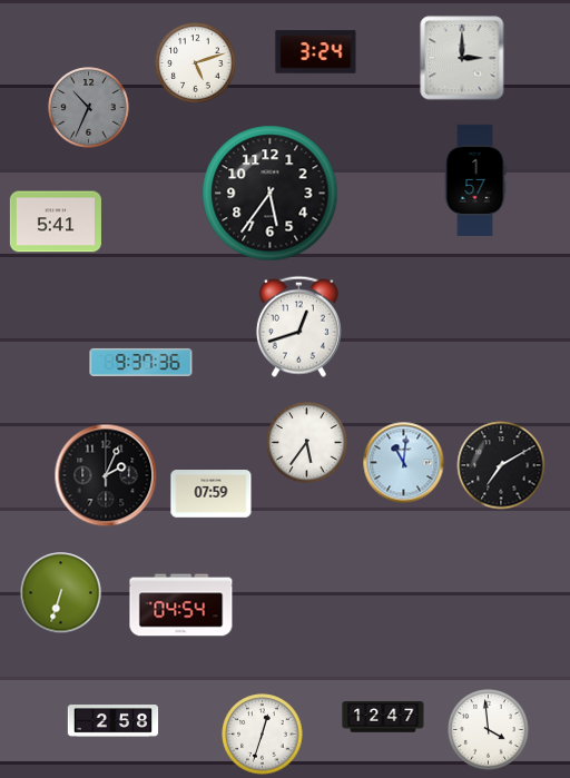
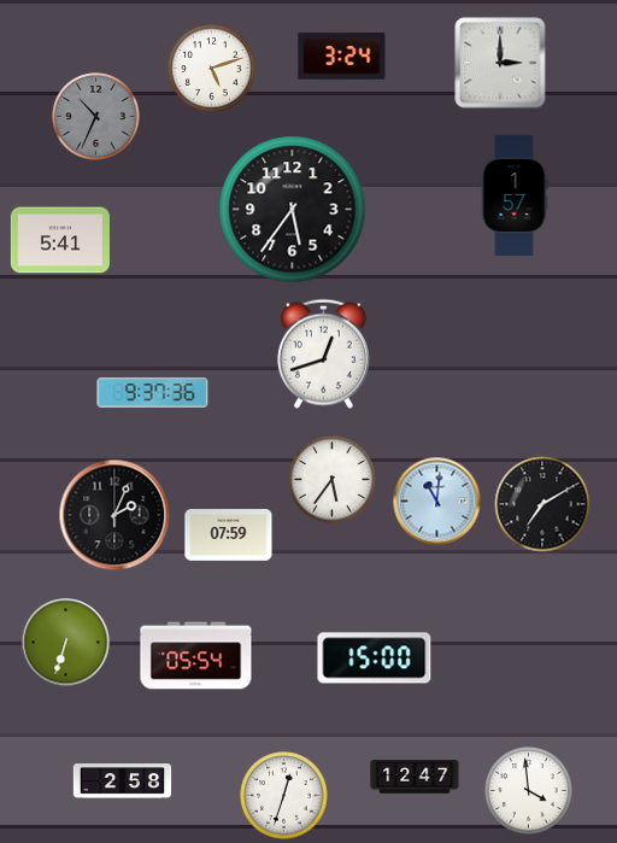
clock at (181, 605): 04:54 -> 05:54
clock at (375, 658): none -> 15:00
